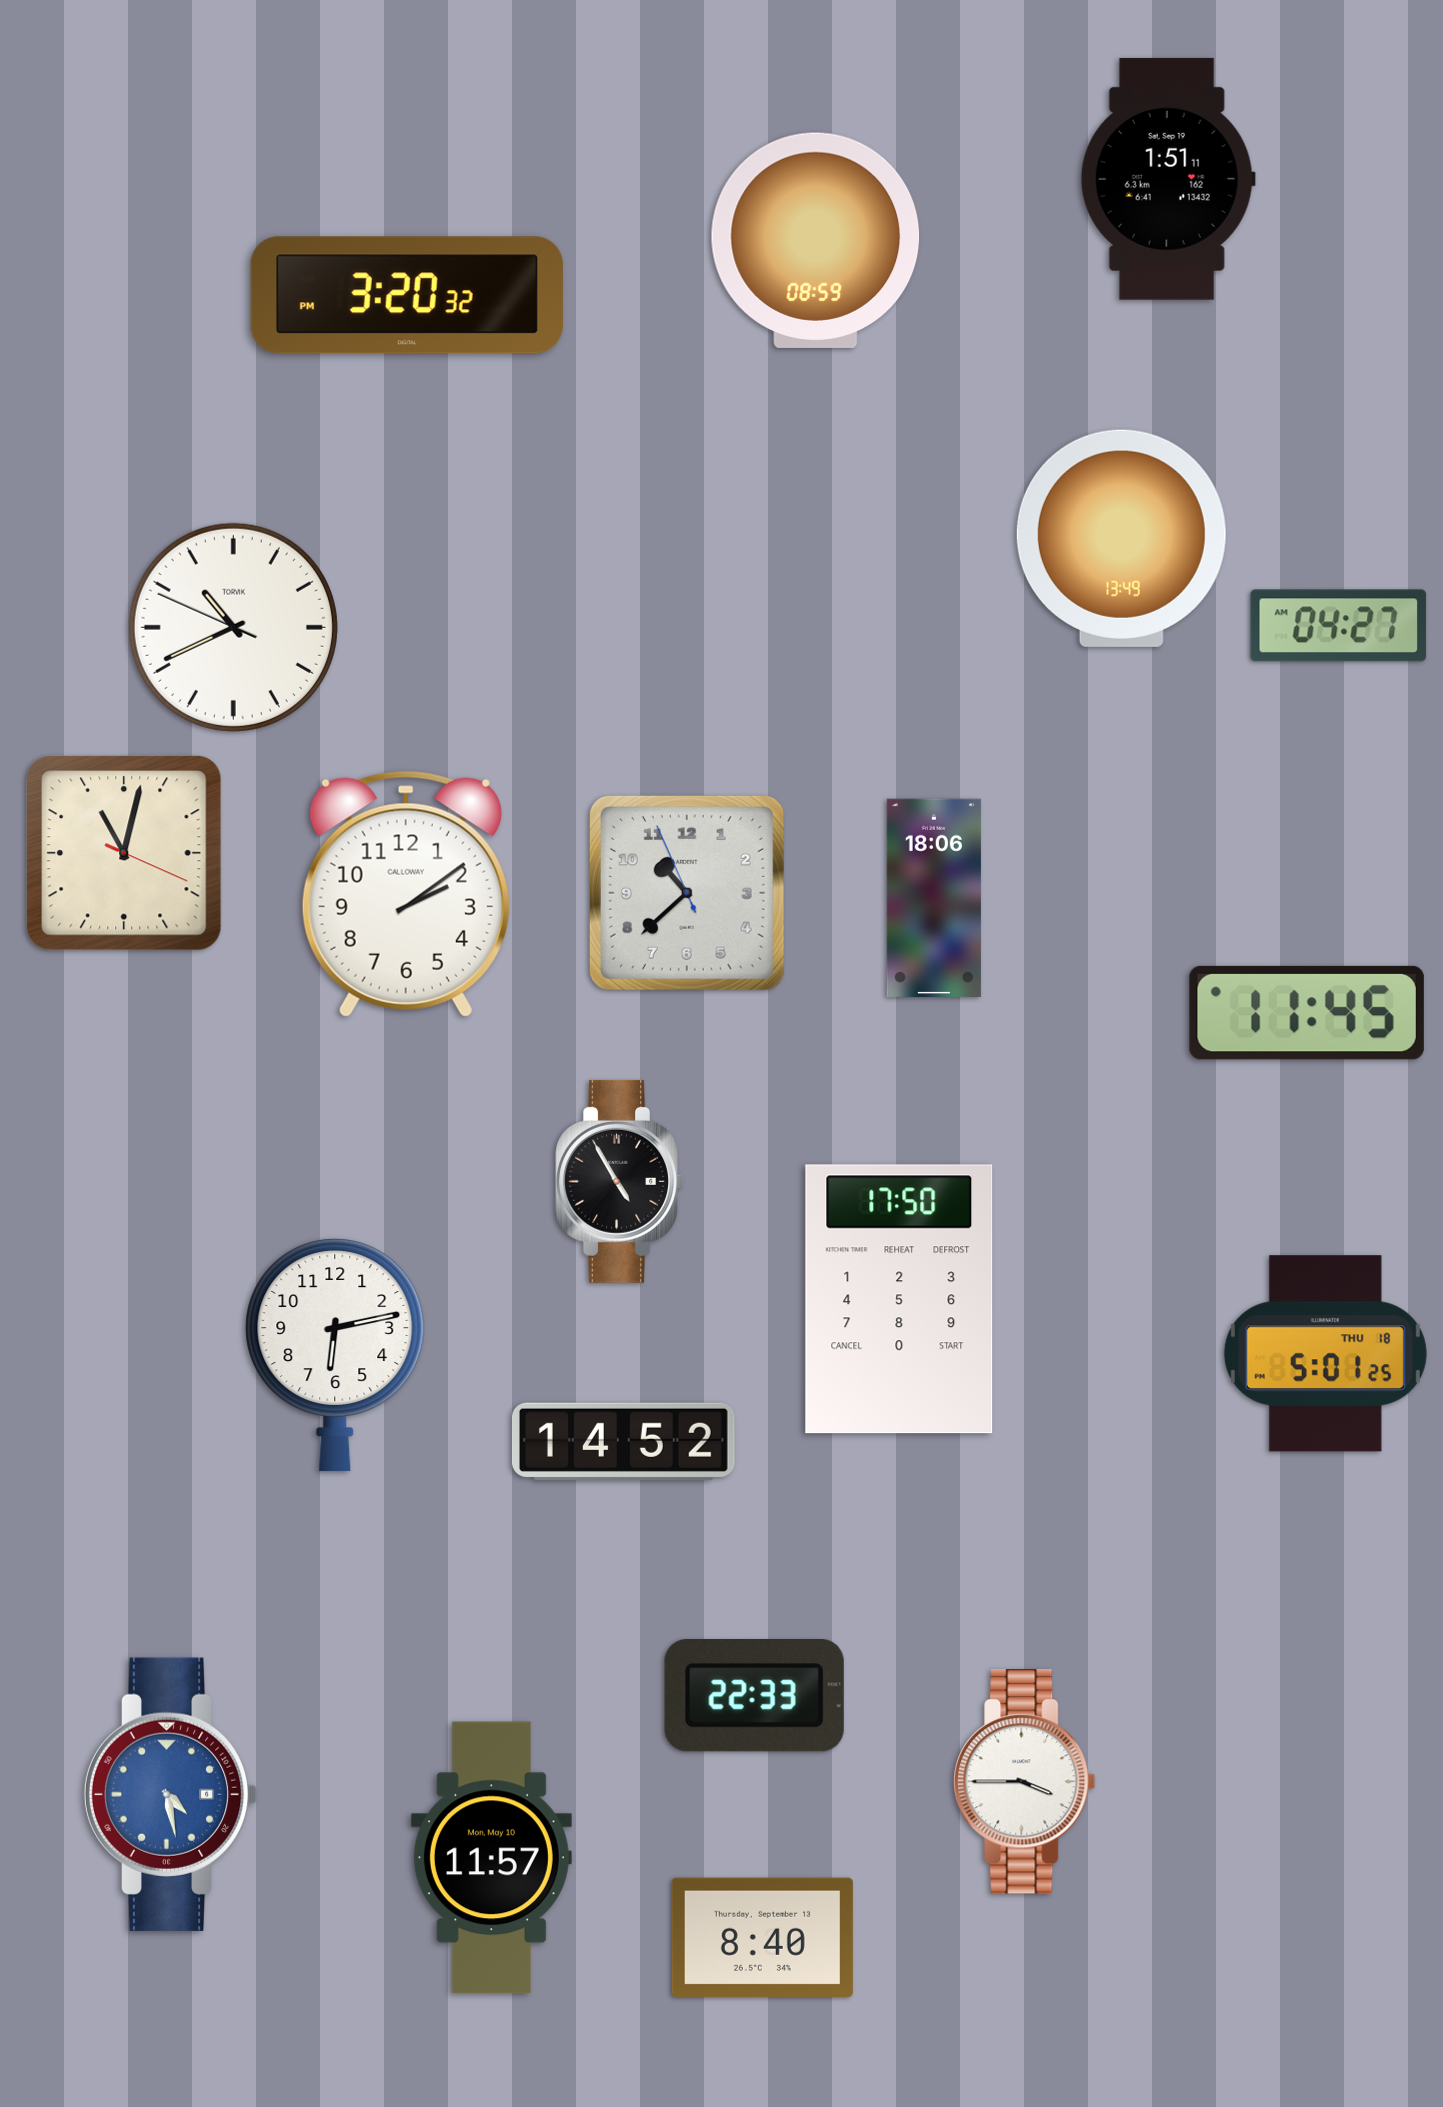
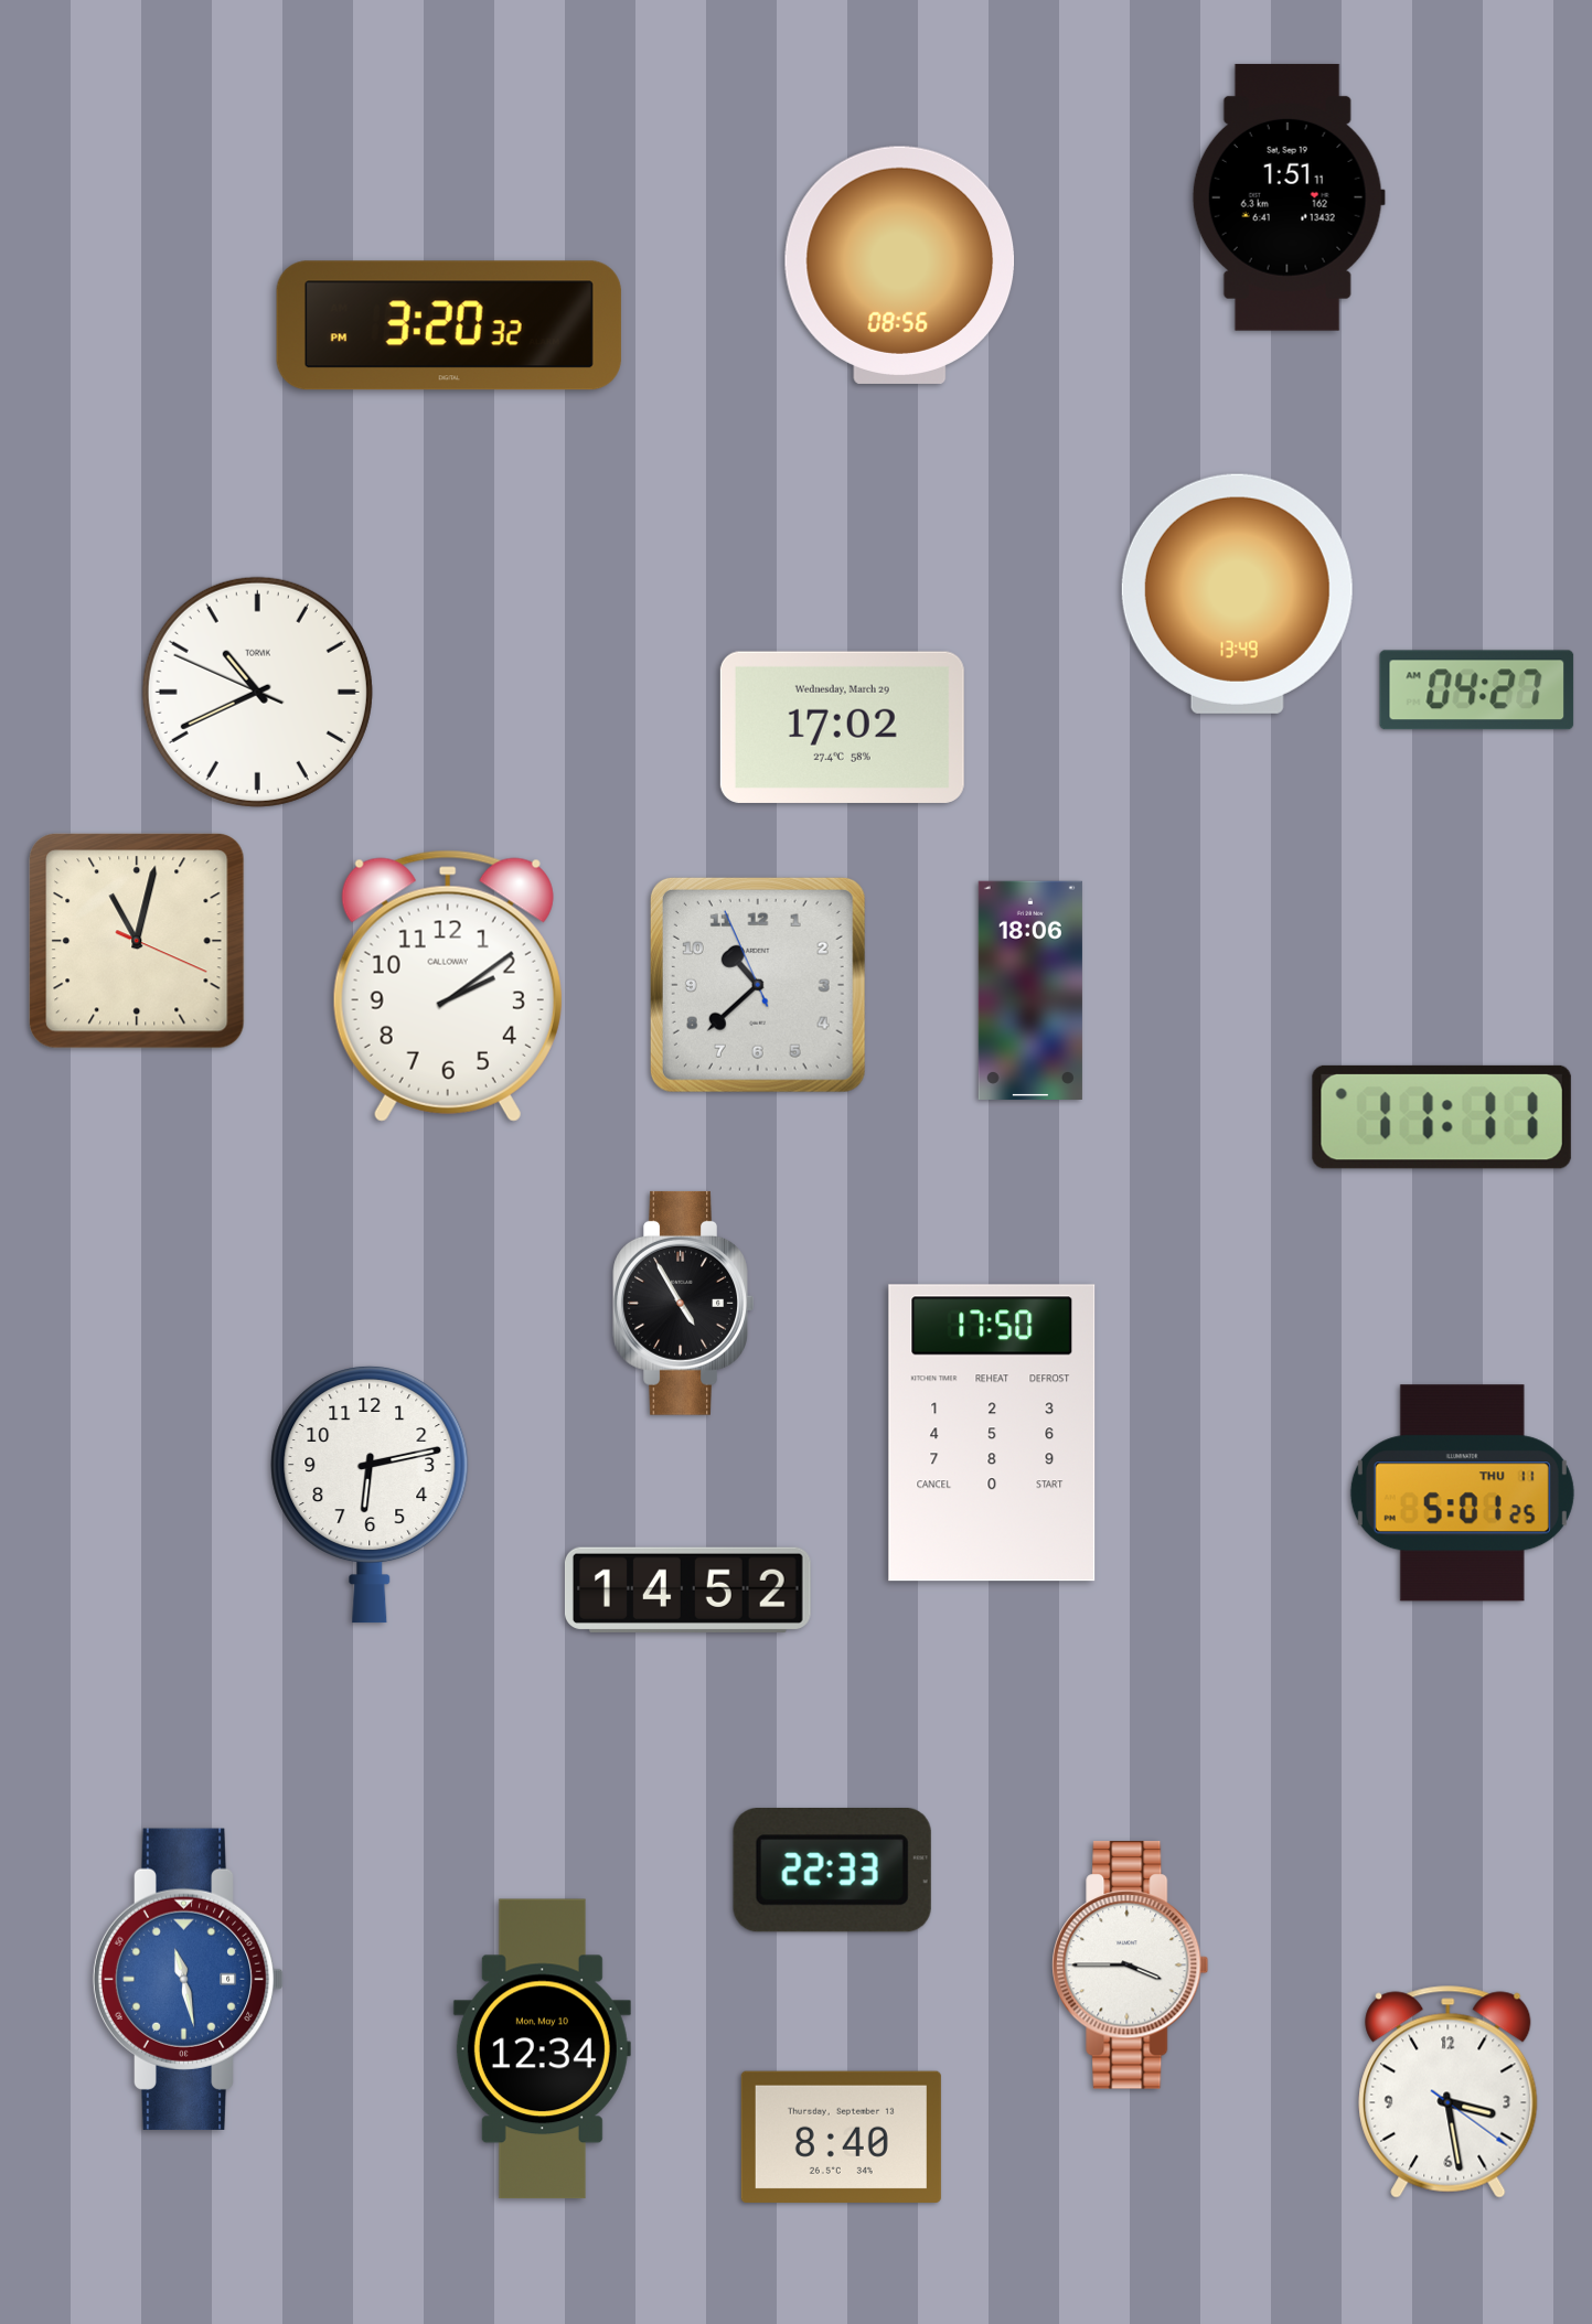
clock at (816, 240): 08:59 -> 08:56
clock at (842, 727): none -> 17:02
clock at (1307, 1013): 11:45 -> 11:11
clock at (1325, 1354) date: THU 18 -> THU 11
clock at (171, 1794): 4:28 -> 11:28
clock at (491, 1858): 11:57 -> 12:34
clock at (1449, 2091): none -> 3:28
